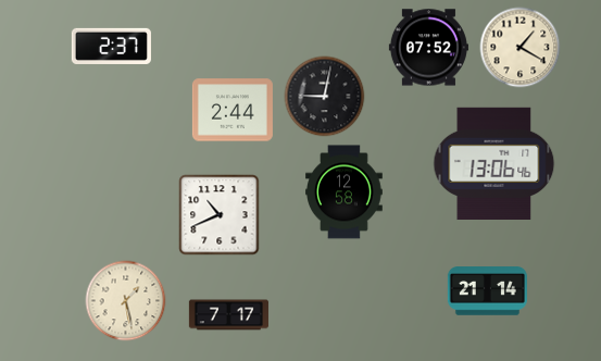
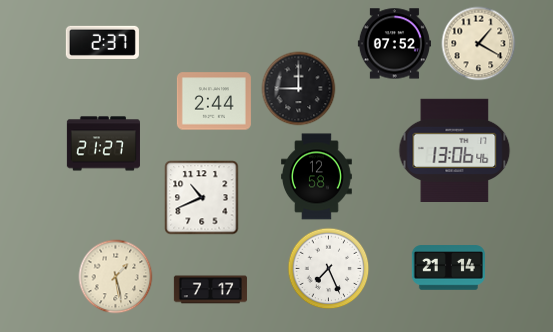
clock at (325, 97): 9:02 -> 9:00
clock at (103, 144): none -> 21:27
clock at (329, 269): none -> 7:26
